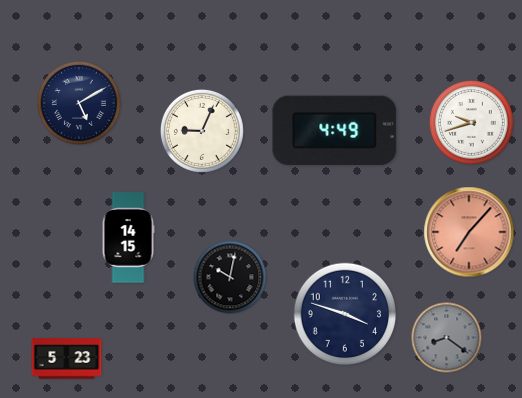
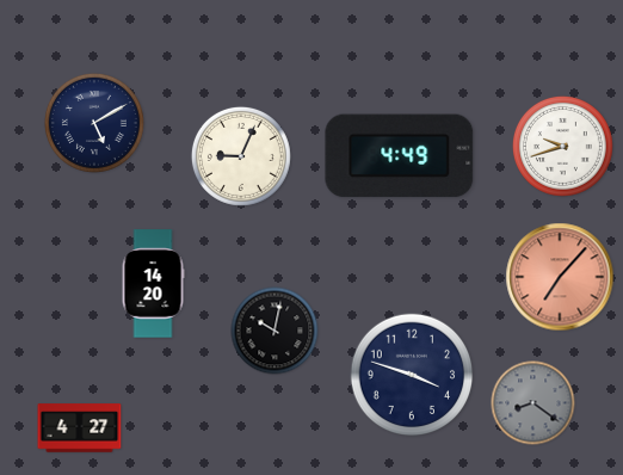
clock at (128, 238): 14:15 -> 14:20
clock at (67, 359): 5:23 -> 4:27
